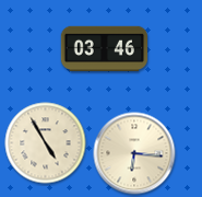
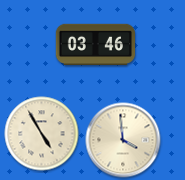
clock at (46, 143) position: (46, 143) -> (42, 134)
clock at (134, 153): 6:16 -> 3:59
